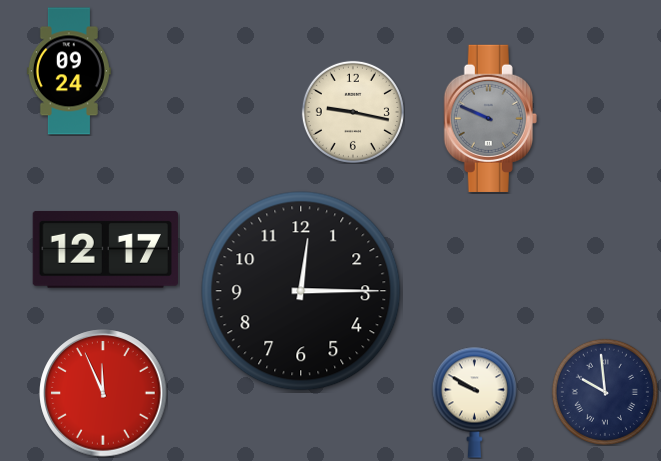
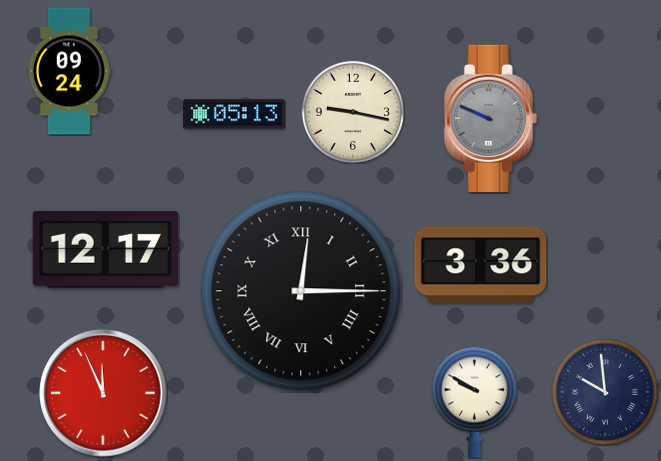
clock at (234, 114): none -> 05:13
clock at (481, 265): none -> 3:36
clock at (301, 291) numerals: Arabic -> Roman
